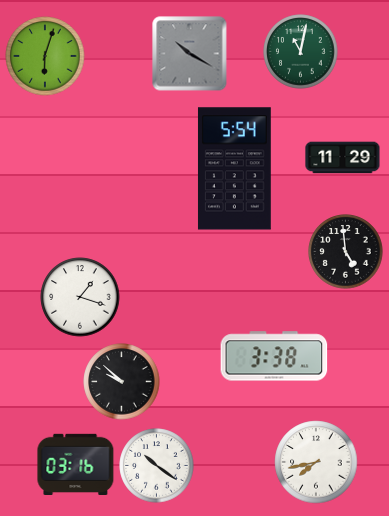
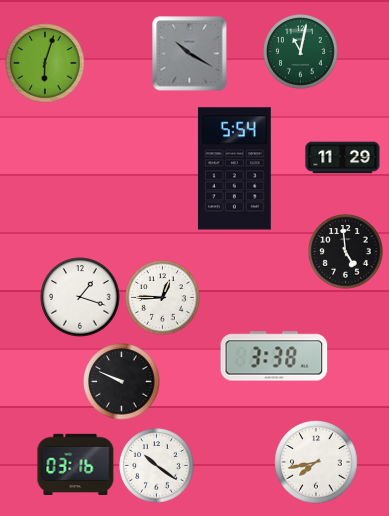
clock at (45, 56) position: (45, 56) -> (45, 63)
clock at (163, 298): none -> 12:45
clock at (122, 382): 9:52 -> 9:49
